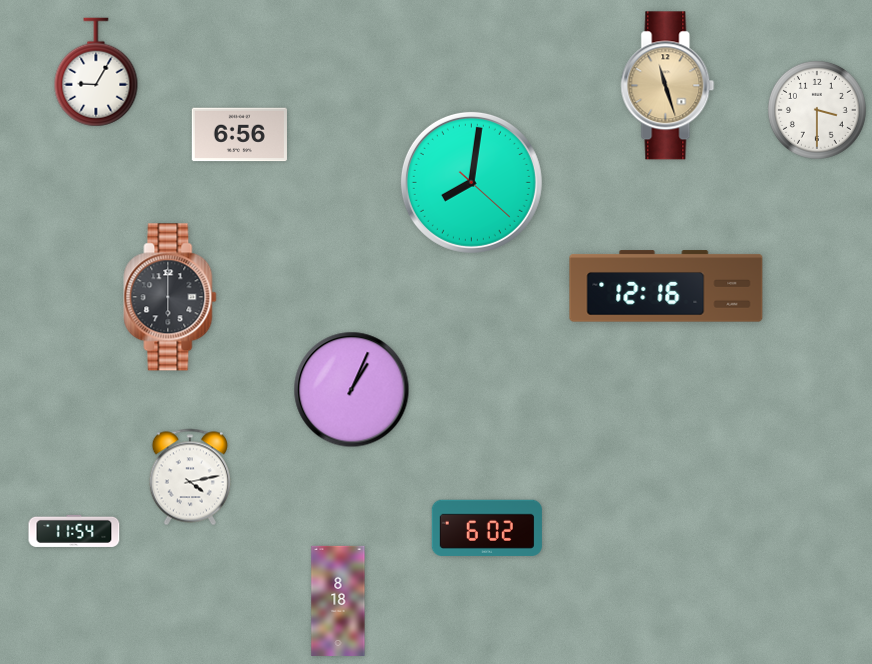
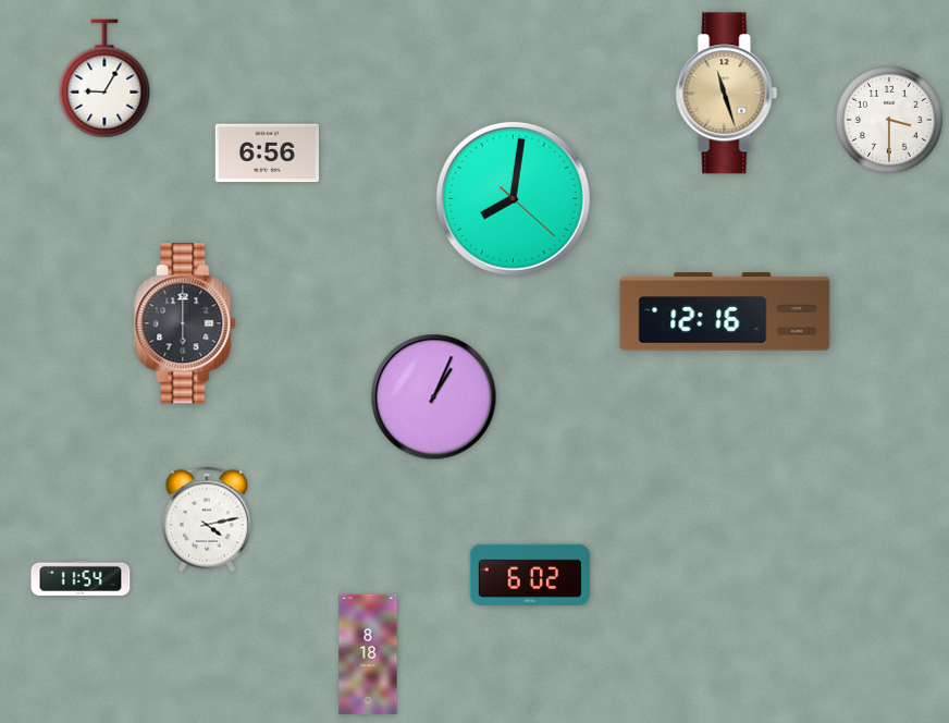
clock at (239, 135) position: (239, 135) -> (267, 154)
clock at (352, 390) position: (352, 390) -> (434, 397)
